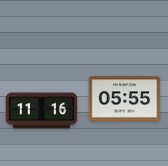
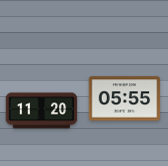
clock at (42, 111): 11:16 -> 11:20
